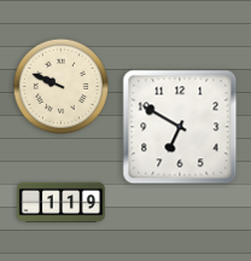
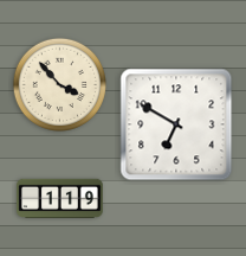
clock at (60, 86): 9:49 -> 3:53
